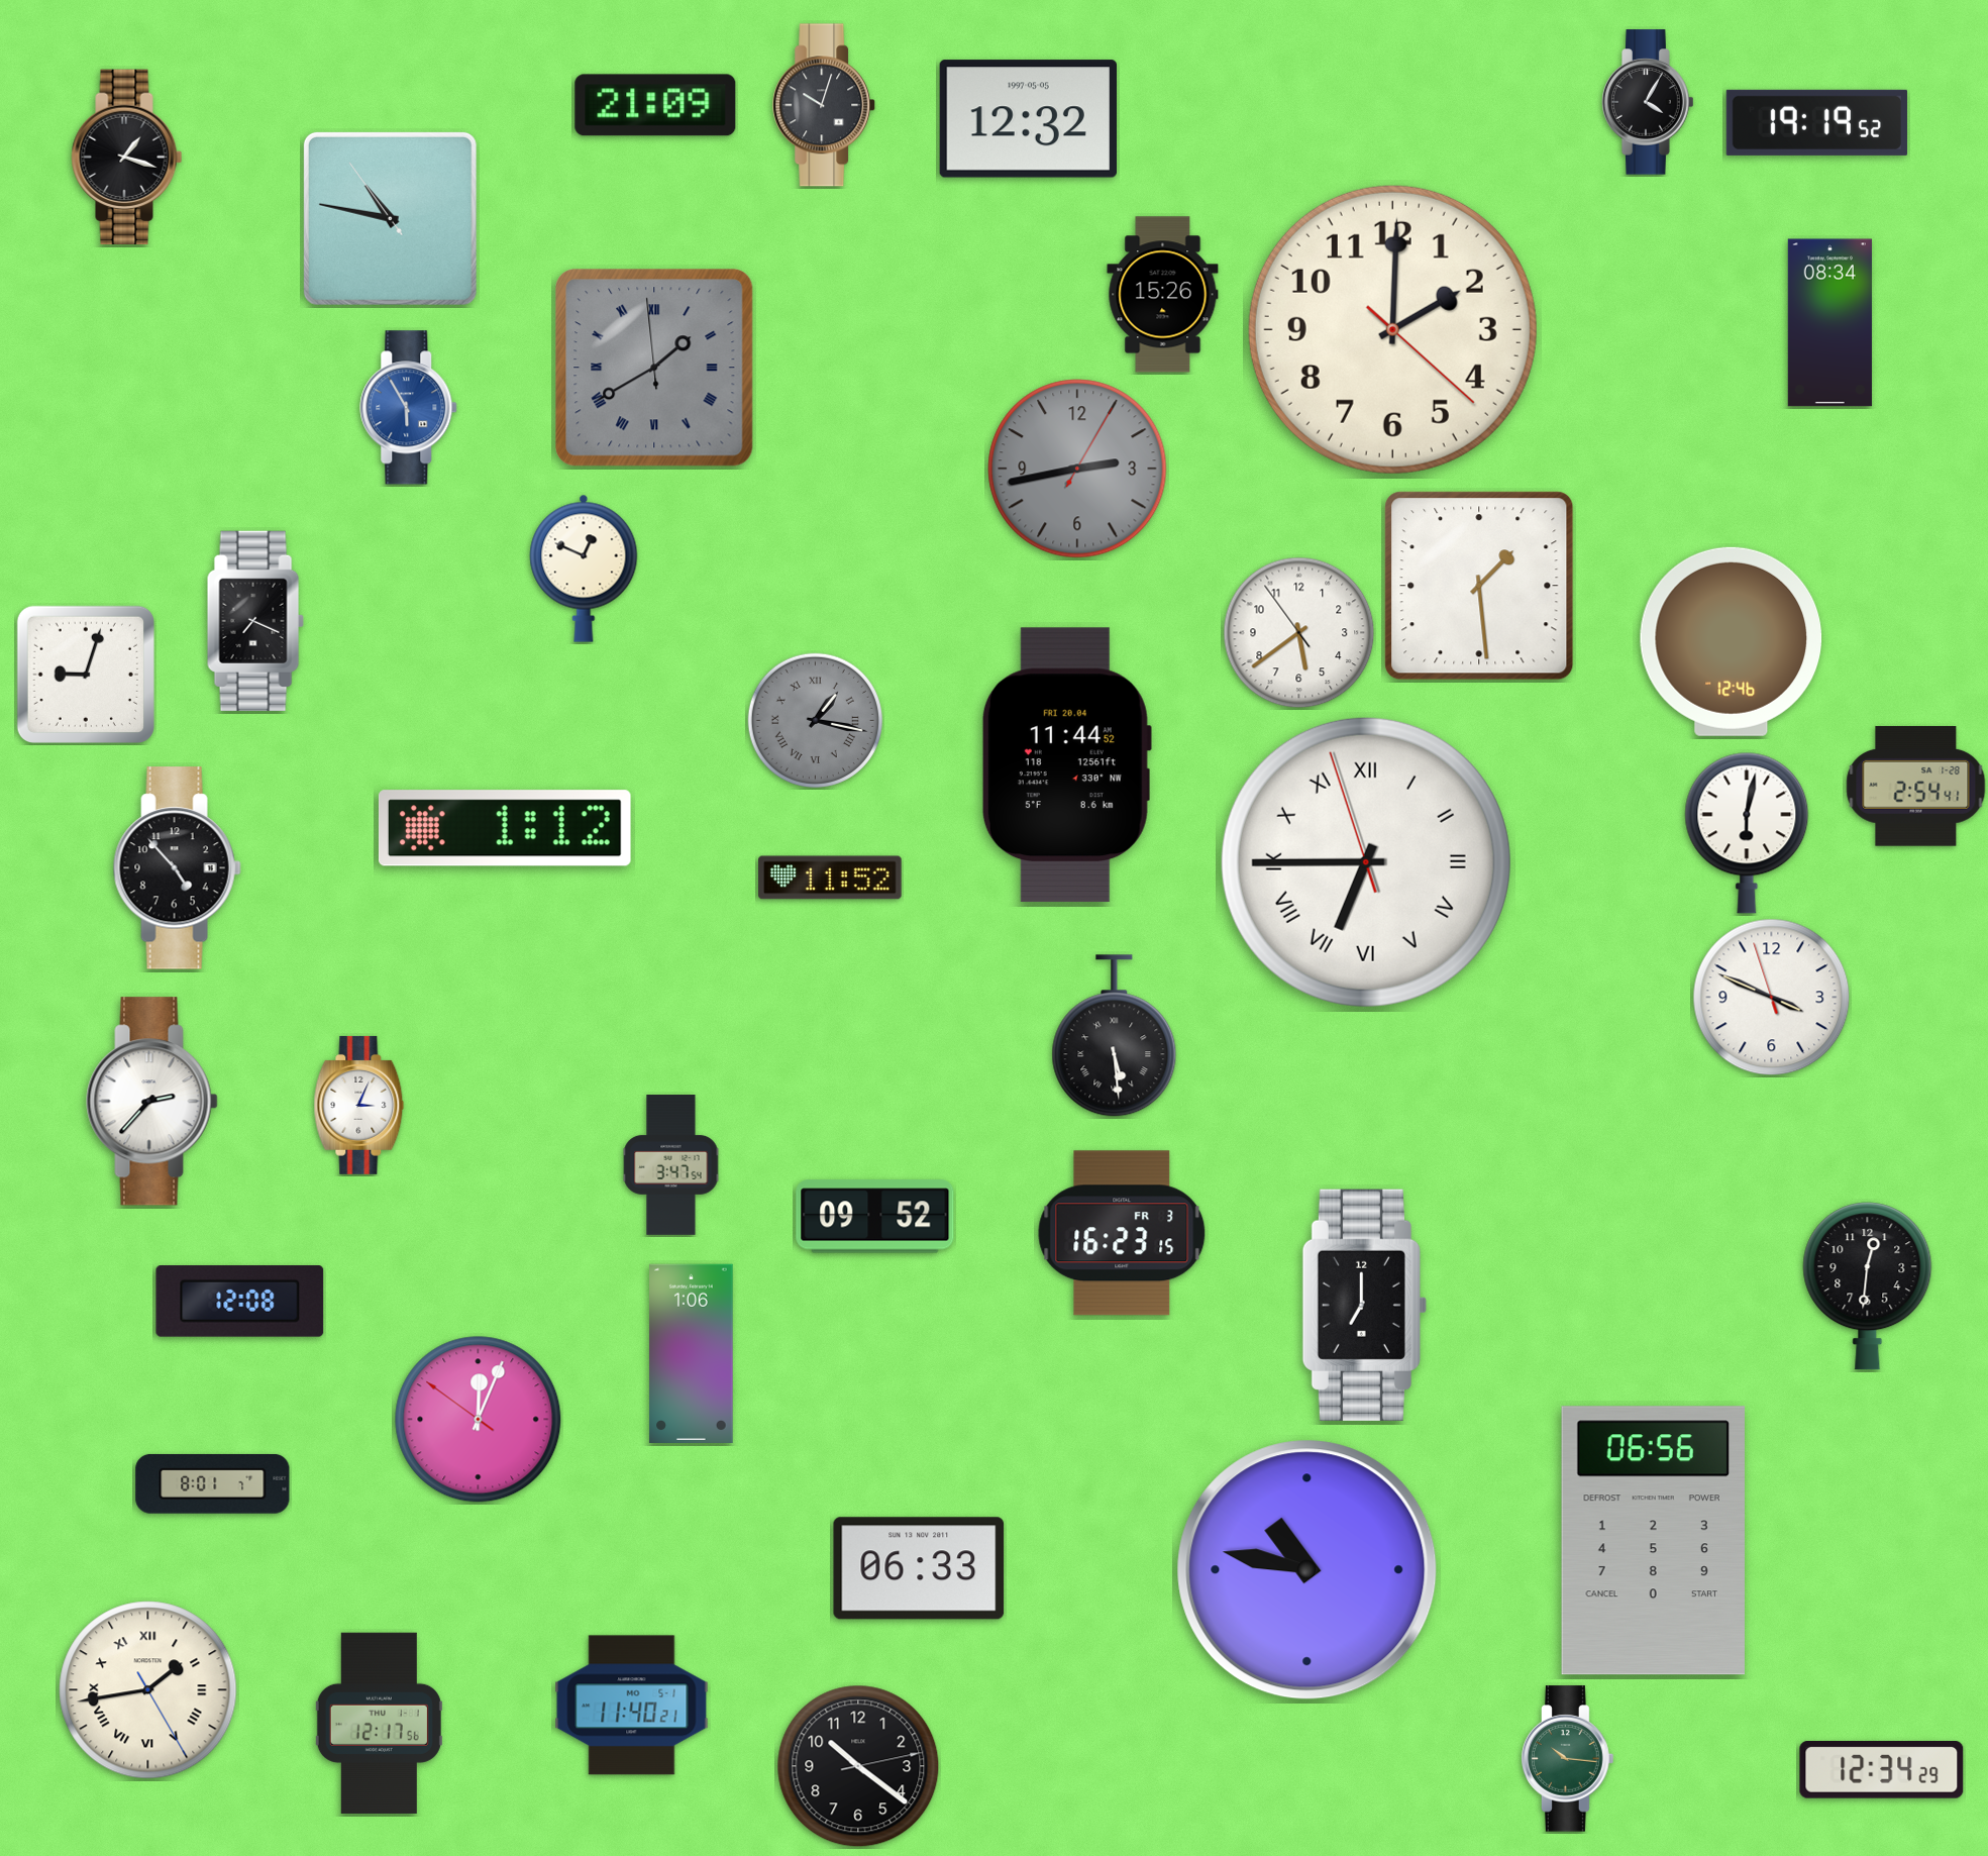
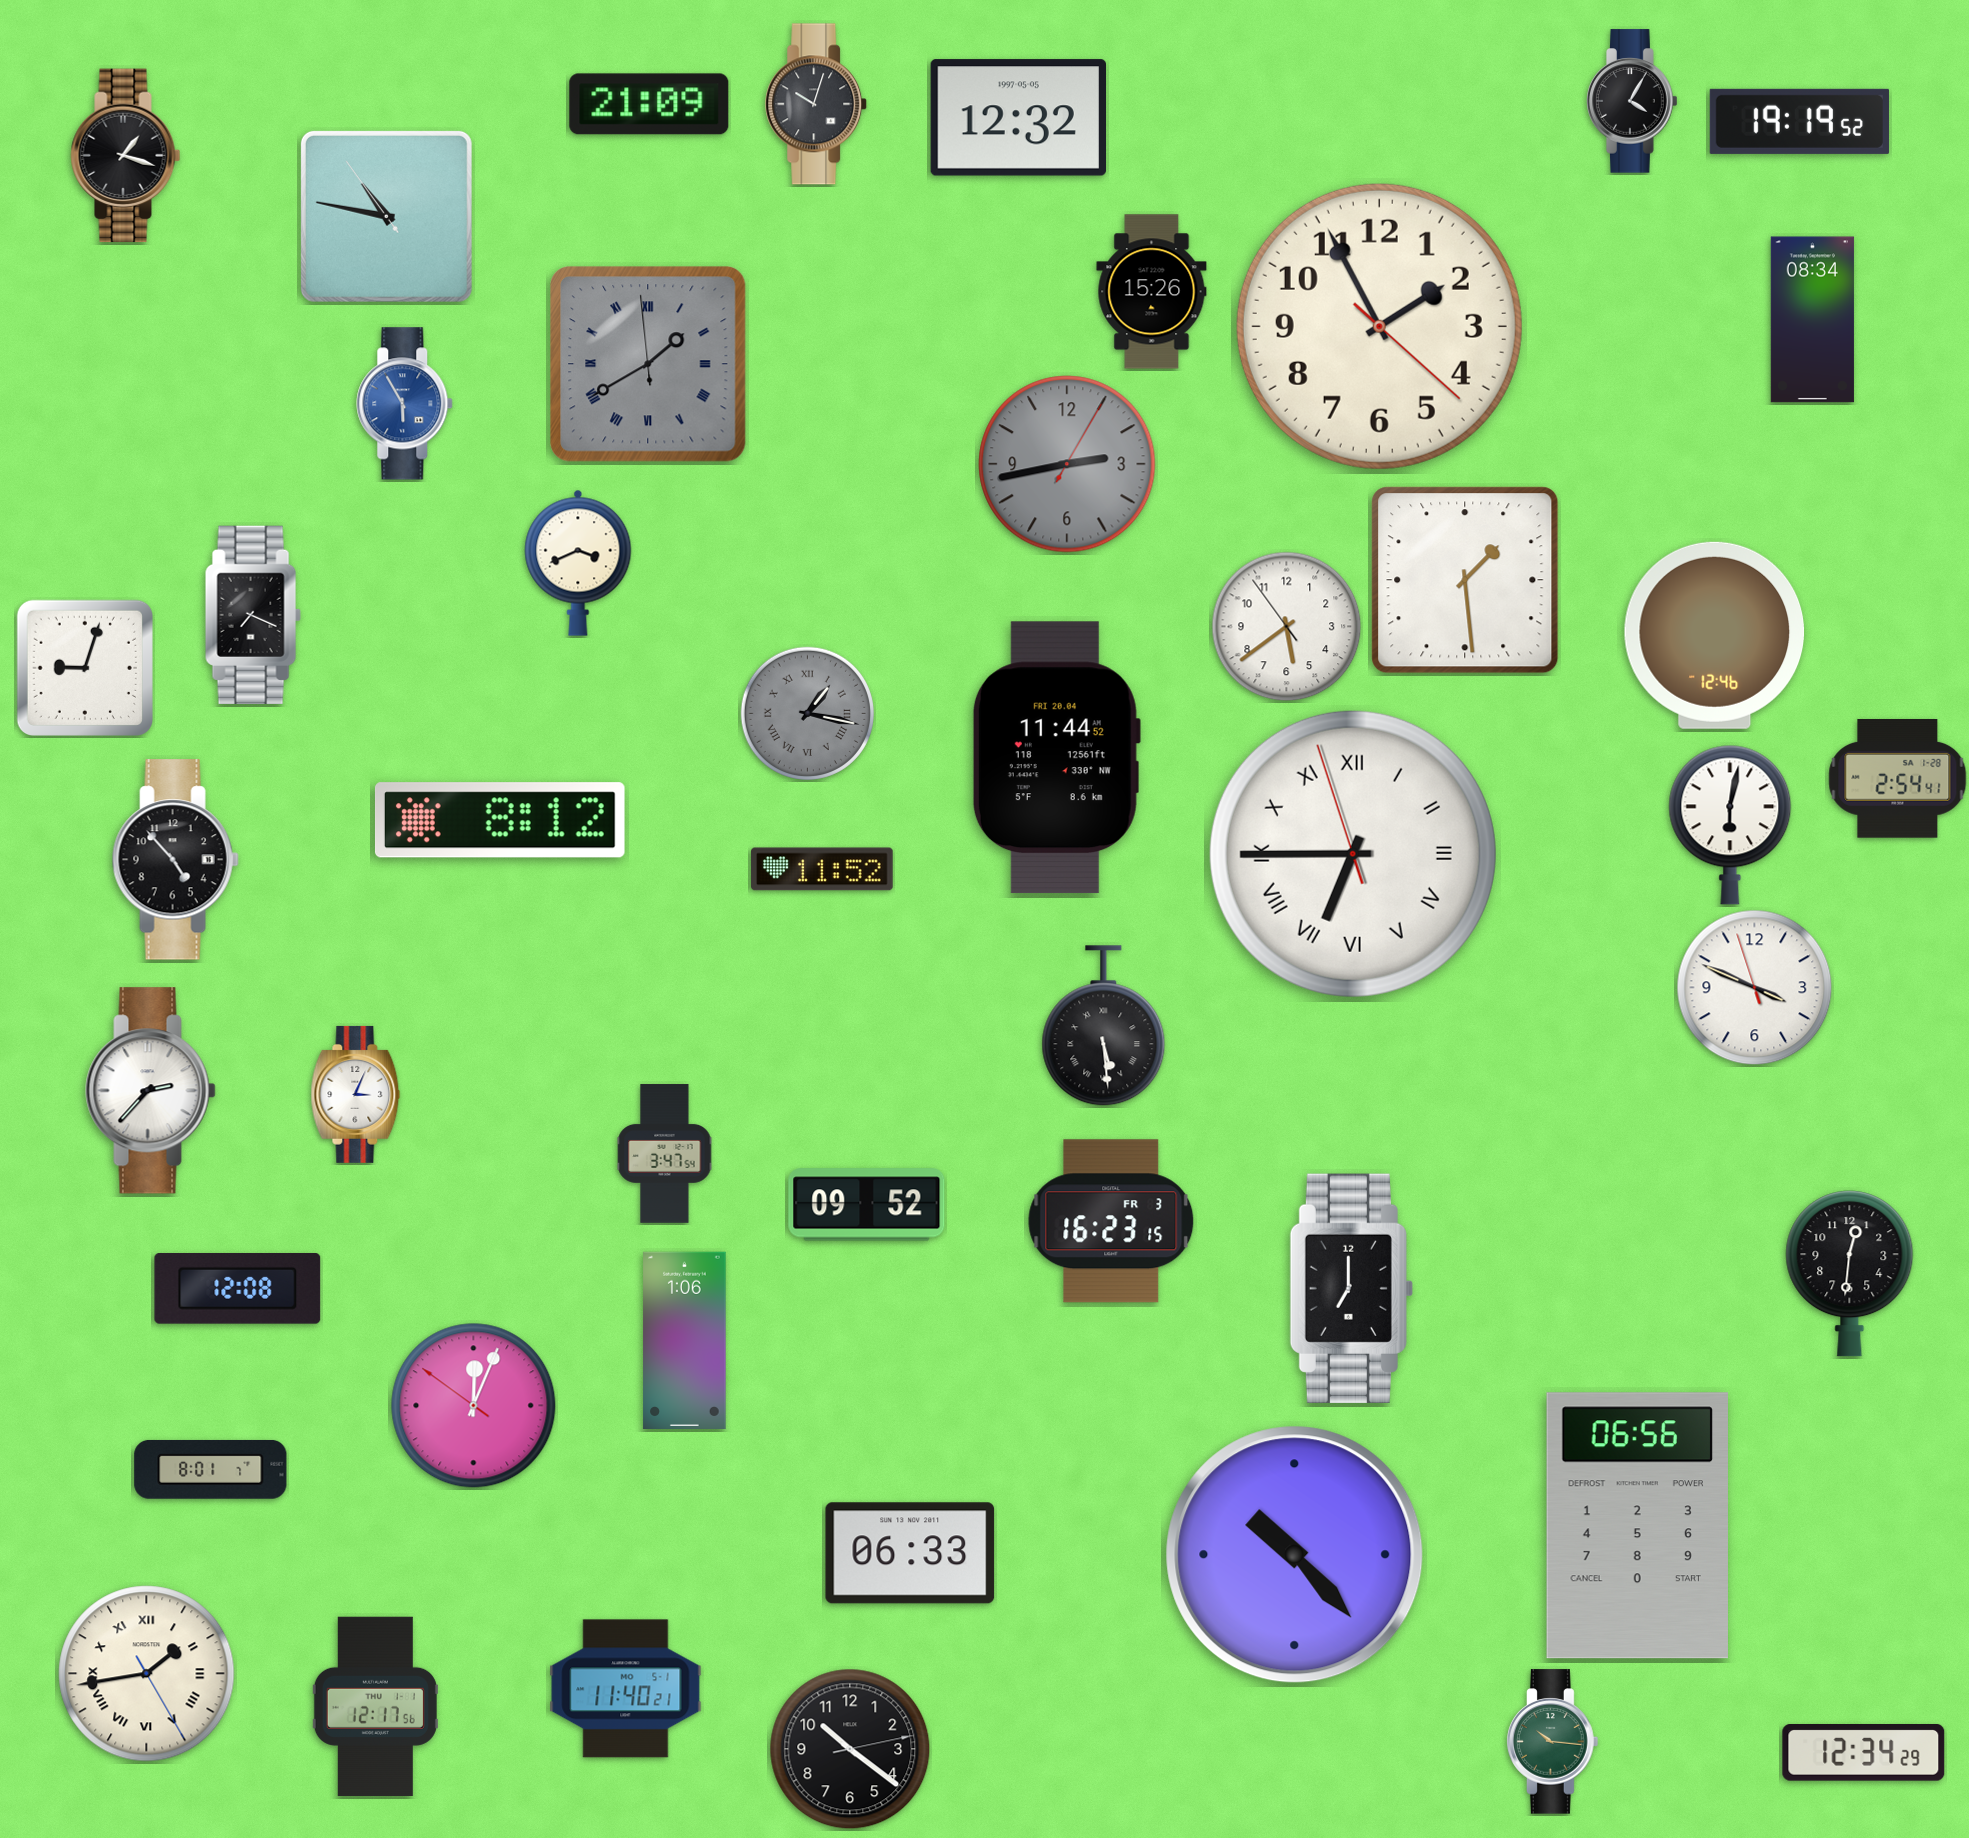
clock at (1392, 329): 2:00 -> 1:55
clock at (584, 569): 12:49 -> 3:41
clock at (505, 828): 1:12 -> 8:12
clock at (1364, 1305) position: (1364, 1305) -> (1351, 1288)
clock at (1307, 1570): 10:47 -> 10:23
